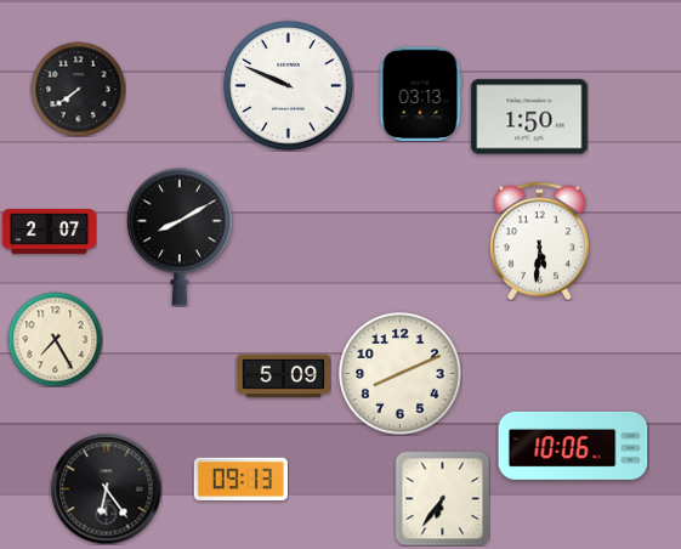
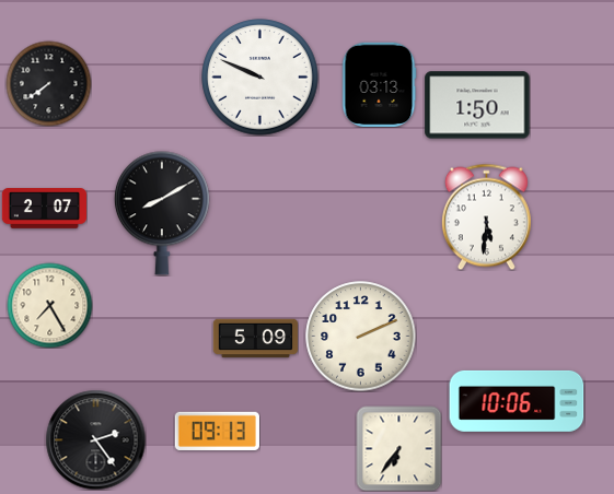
clock at (78, 89) position: (78, 89) -> (48, 83)
clock at (401, 374): 8:11 -> 2:11
clock at (106, 488): 6:24 -> 2:24
